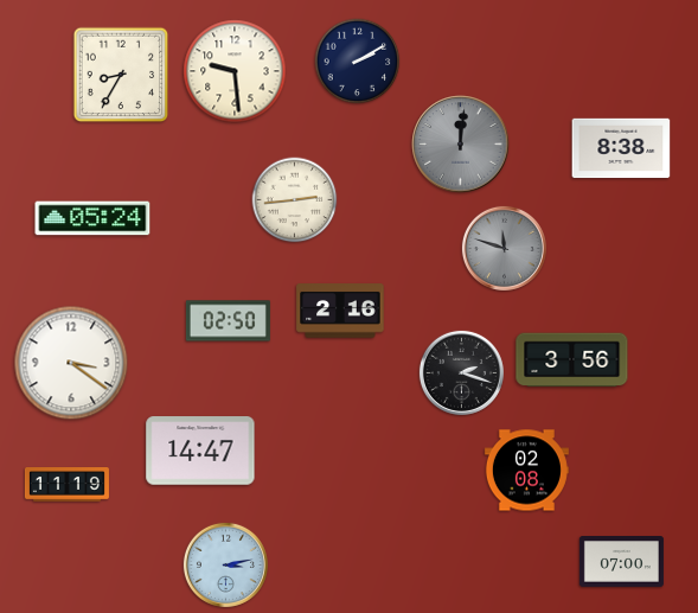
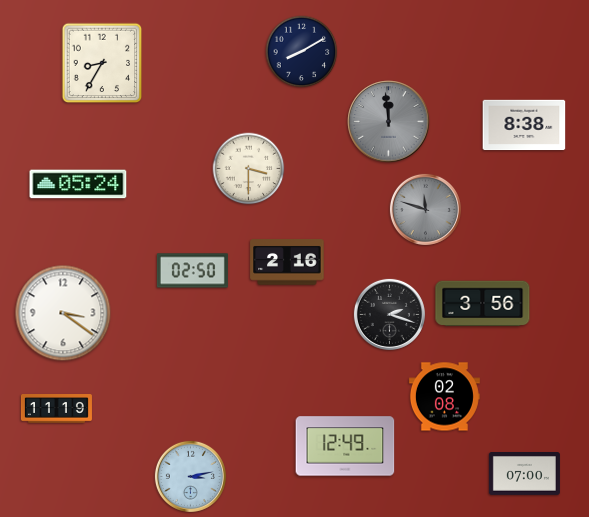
clock at (358, 62): 2:10 -> 8:10
clock at (235, 71): 9:29 -> none
clock at (461, 145): 12:01 -> 11:59
clock at (295, 200): 2:44 -> 3:30
clock at (71, 363) position: (71, 363) -> (63, 313)
clock at (200, 451): 14:47 -> none
clock at (345, 446): none -> 12:49
